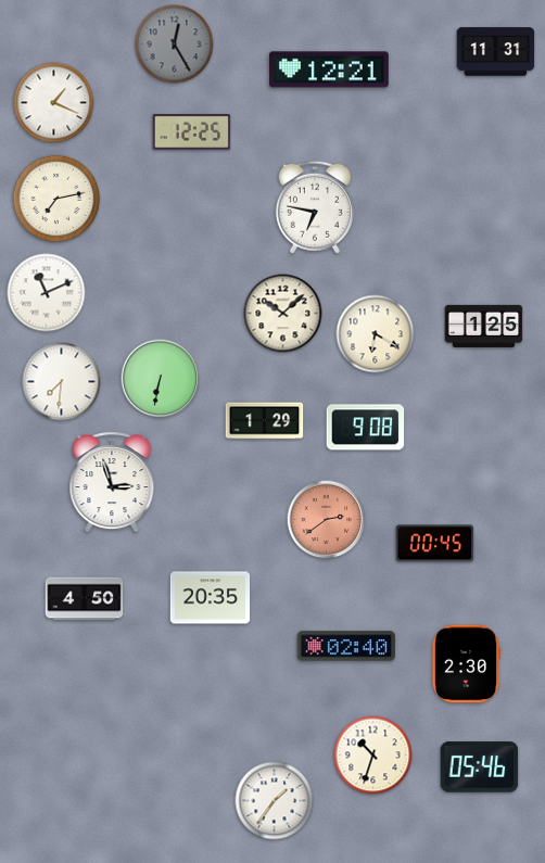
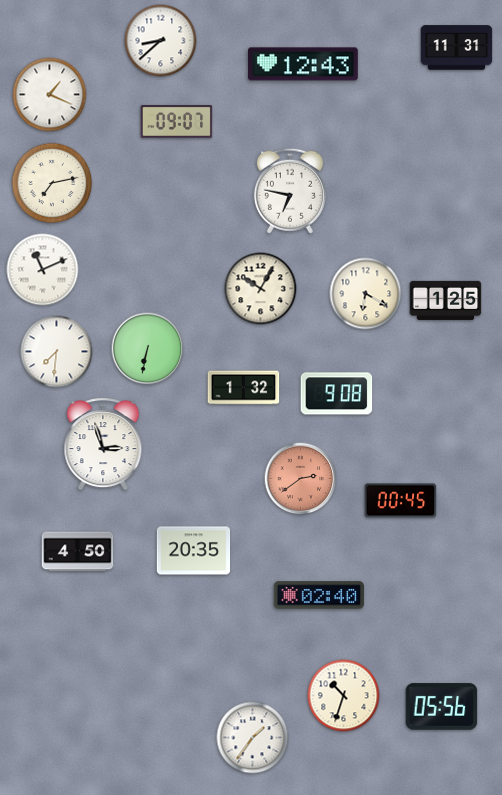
clock at (175, 45): 12:25 -> 8:38
clock at (175, 45) dial: grey -> white
clock at (329, 69): 12:21 -> 12:43
clock at (192, 132): 12:25 -> 09:07
clock at (283, 314): 10:08 -> 10:05
clock at (376, 334) position: (376, 334) -> (366, 294)
clock at (265, 421): 1:29 -> 1:32
clock at (466, 664): 2:30 -> none
clock at (480, 767): 05:46 -> 05:56
